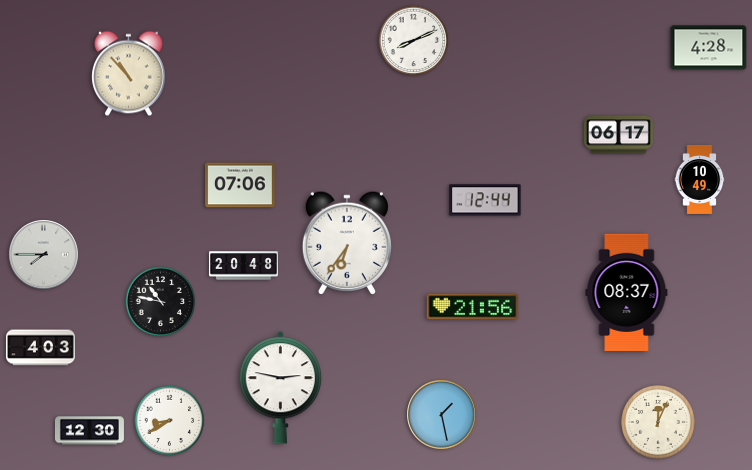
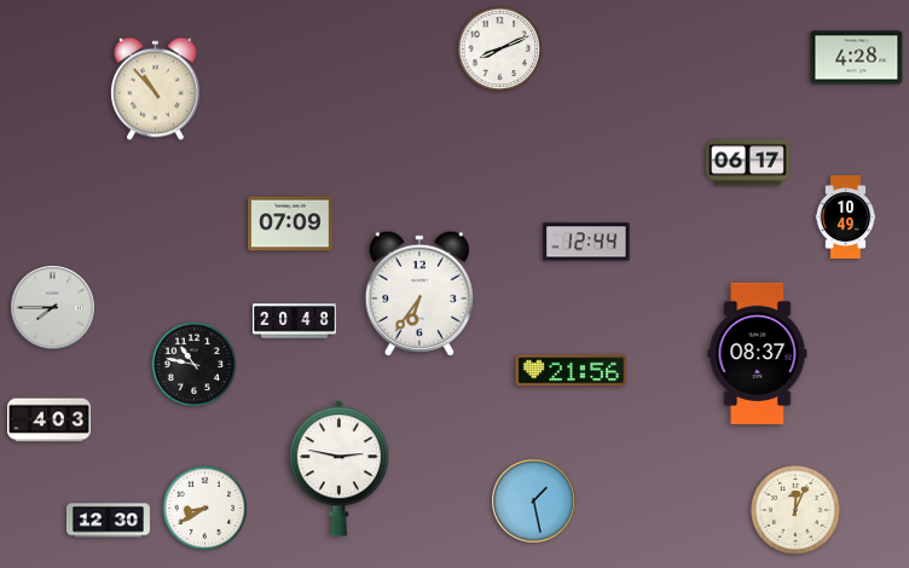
clock at (241, 185): 07:06 -> 07:09
